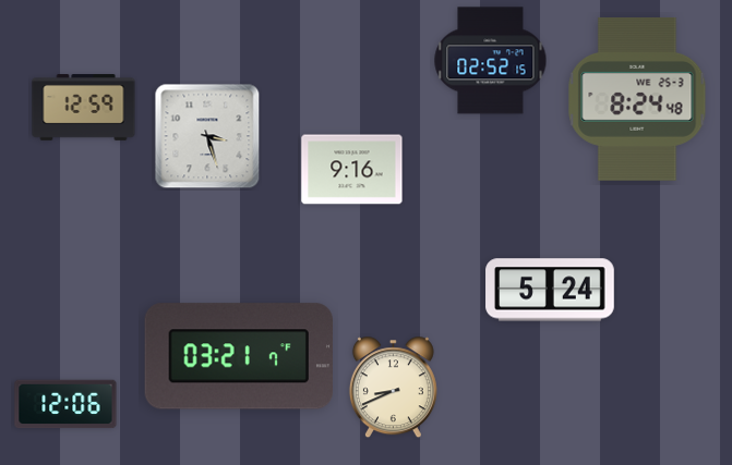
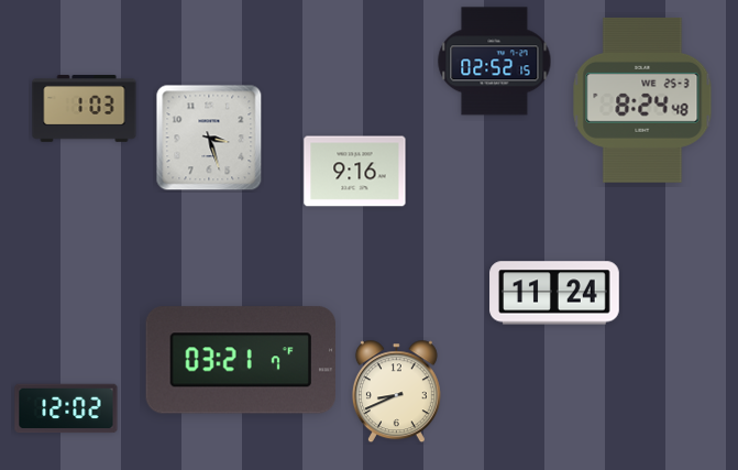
clock at (84, 108): 12:59 -> 1:03
clock at (550, 290): 5:24 -> 11:24
clock at (65, 404): 12:06 -> 12:02
